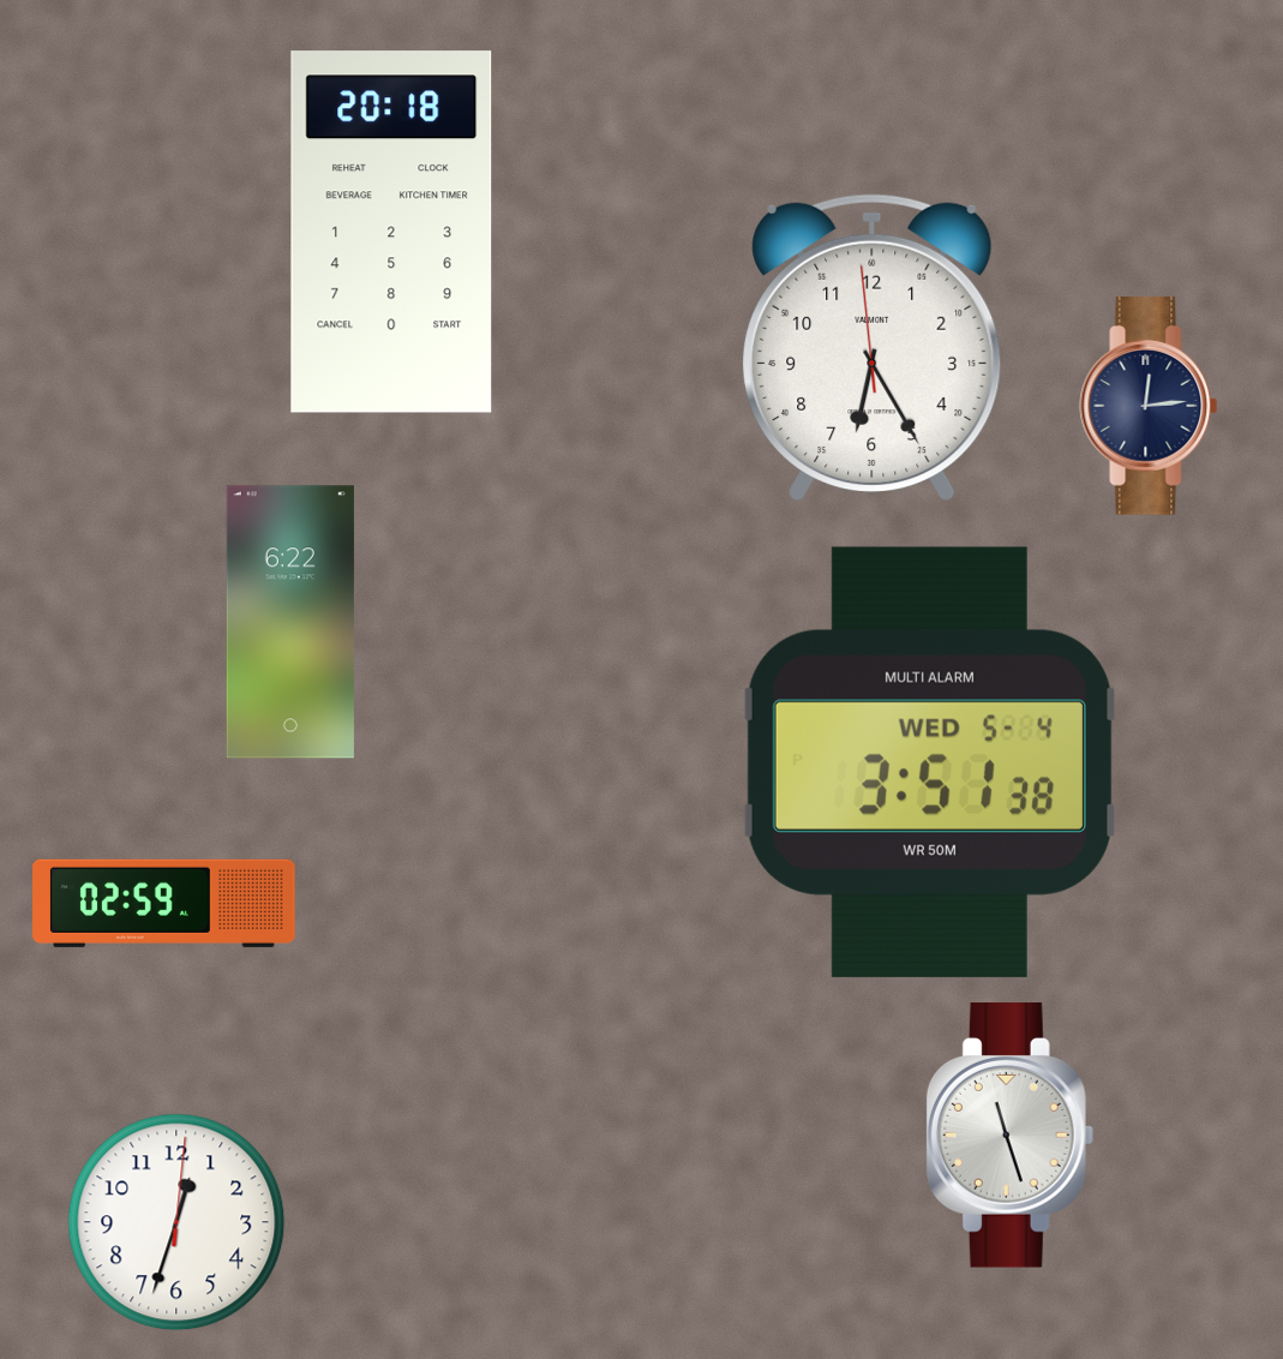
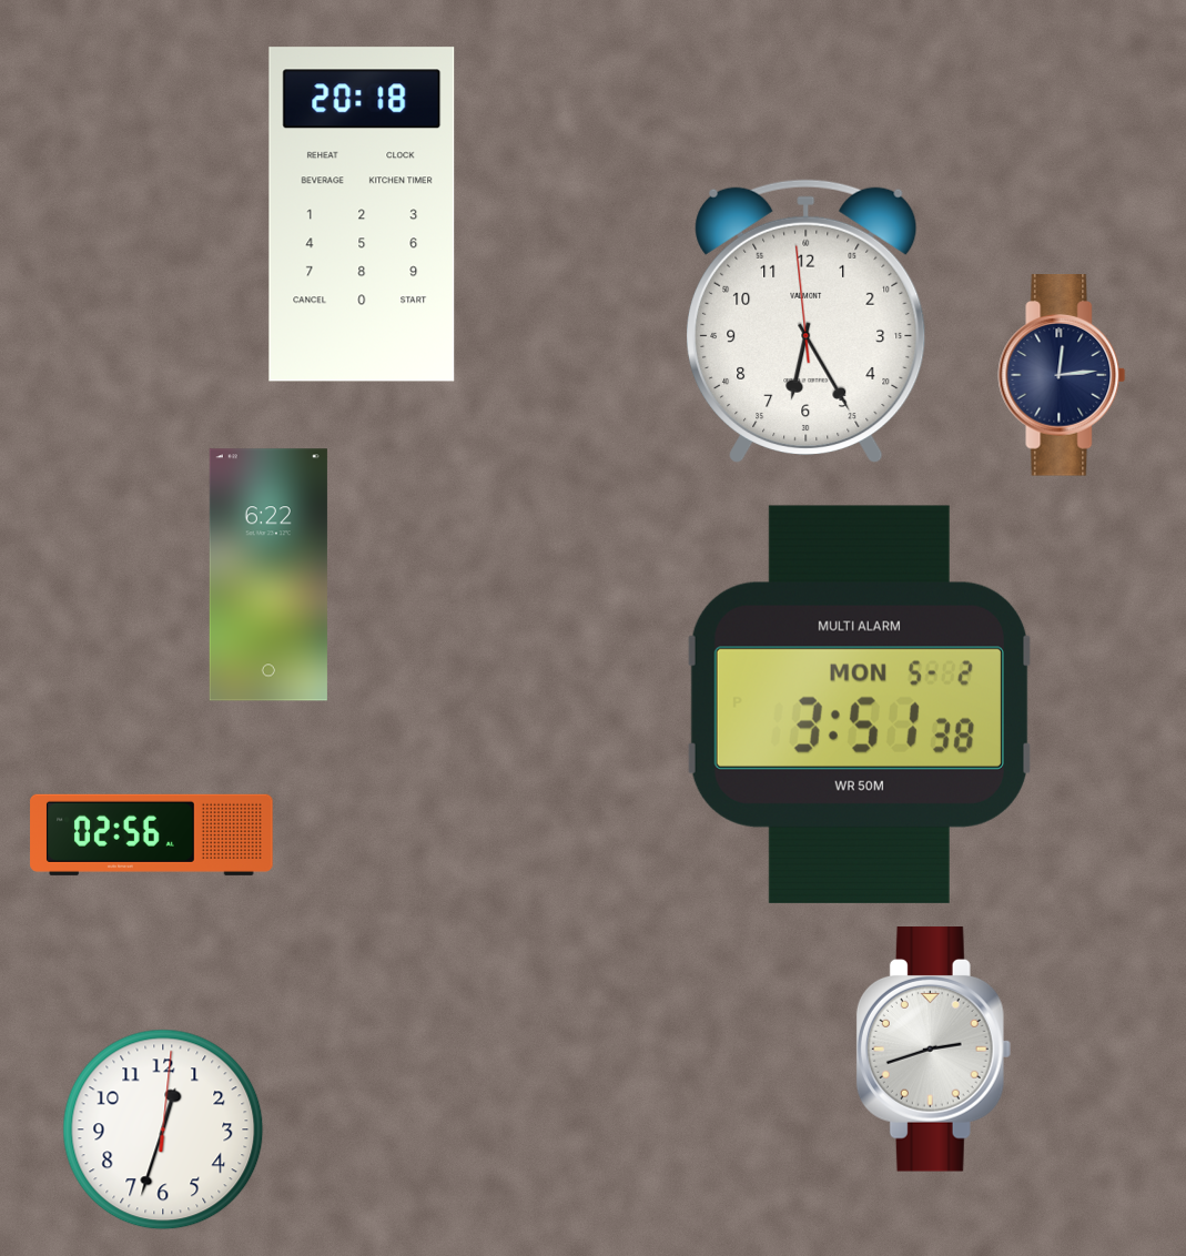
clock at (930, 762) date: WED 5-4 -> MON 5-2
clock at (164, 903): 02:59 -> 02:56
clock at (1011, 1136): 11:27 -> 2:42
